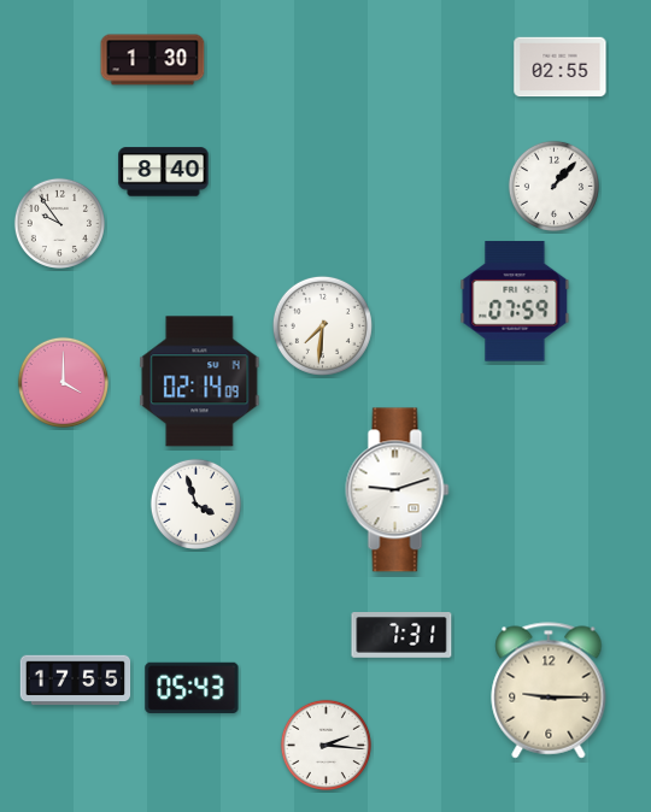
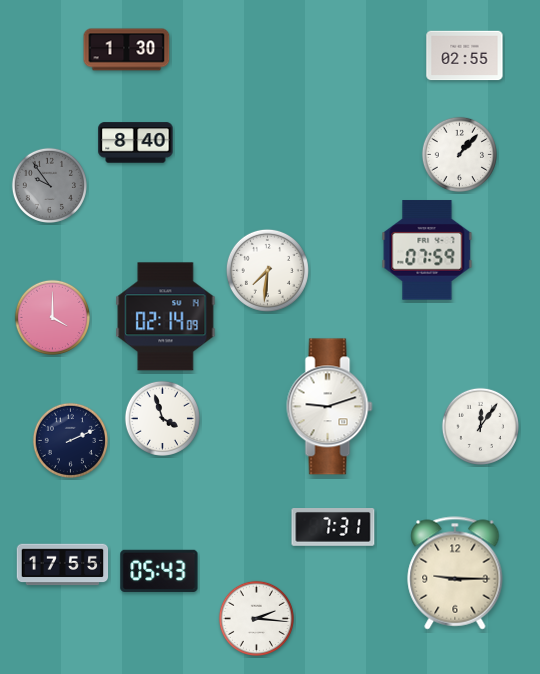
clock at (59, 223) dial: white -> grey
clock at (480, 426): none -> 12:06
clock at (70, 440): none -> 2:11
clock at (325, 745) position: (325, 745) -> (256, 618)
